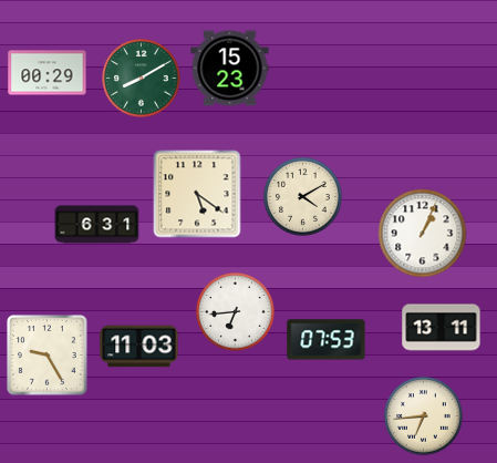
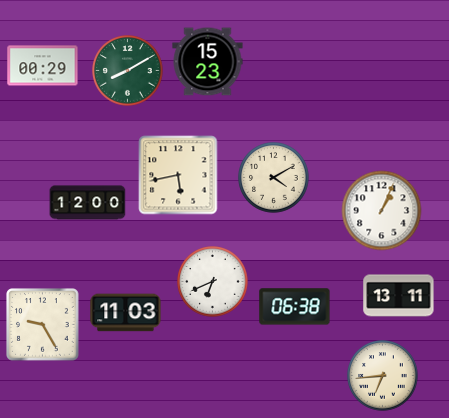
clock at (197, 194): 5:21 -> 5:43
clock at (97, 225): 6:31 -> 12:00
clock at (236, 312): 6:44 -> 6:41
clock at (327, 340): 07:53 -> 06:38
clock at (48, 356) position: (48, 356) -> (43, 325)
